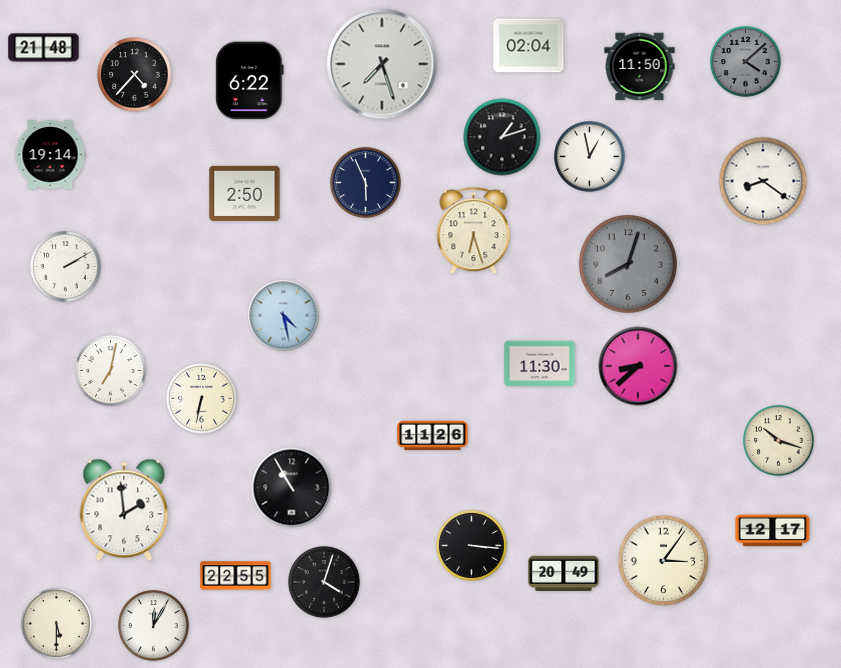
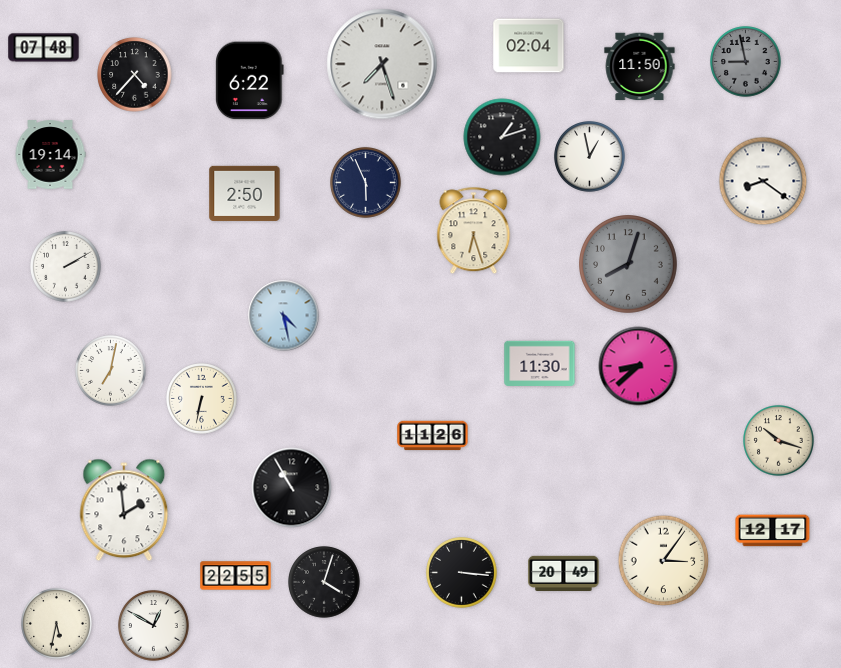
clock at (44, 48): 21:48 -> 07:48
clock at (746, 62): 4:08 -> 8:58
clock at (472, 546) position: (472, 546) -> (462, 573)
clock at (57, 624): 5:30 -> 5:32
clock at (154, 626): 12:05 -> 12:50
